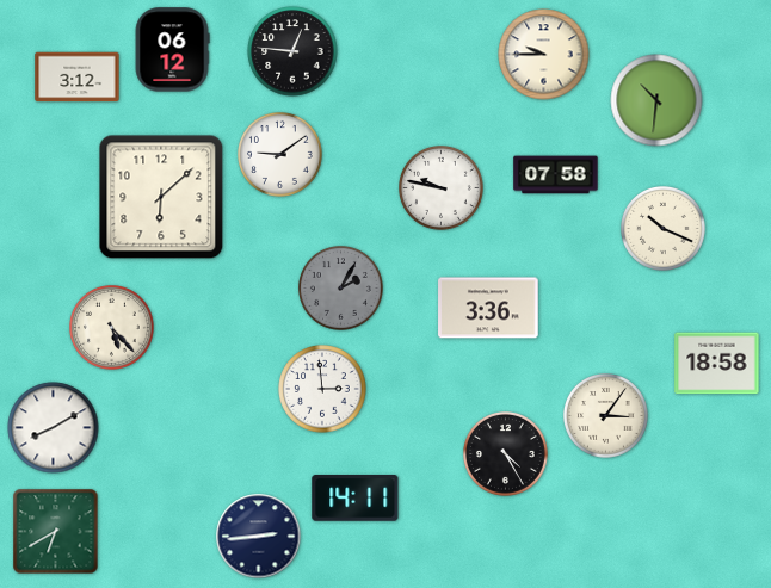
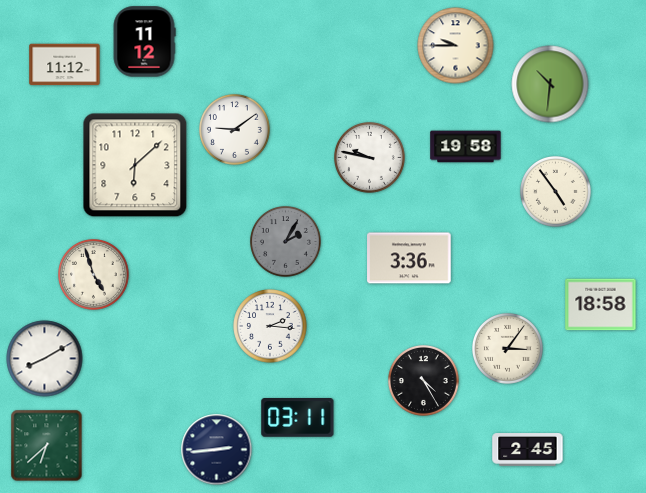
clock at (172, 50): 06:12 -> 11:12
clock at (292, 51): 12:46 -> none
clock at (78, 78): 3:12 -> 11:12
clock at (556, 175): 07:58 -> 19:58
clock at (664, 229): 10:19 -> 4:54
clock at (112, 328): 5:23 -> 4:57
clock at (322, 389): 2:59 -> 2:16
clock at (356, 499): 14:11 -> 03:11
clock at (56, 532): 6:40 -> 6:38
clock at (528, 450): none -> 2:45
